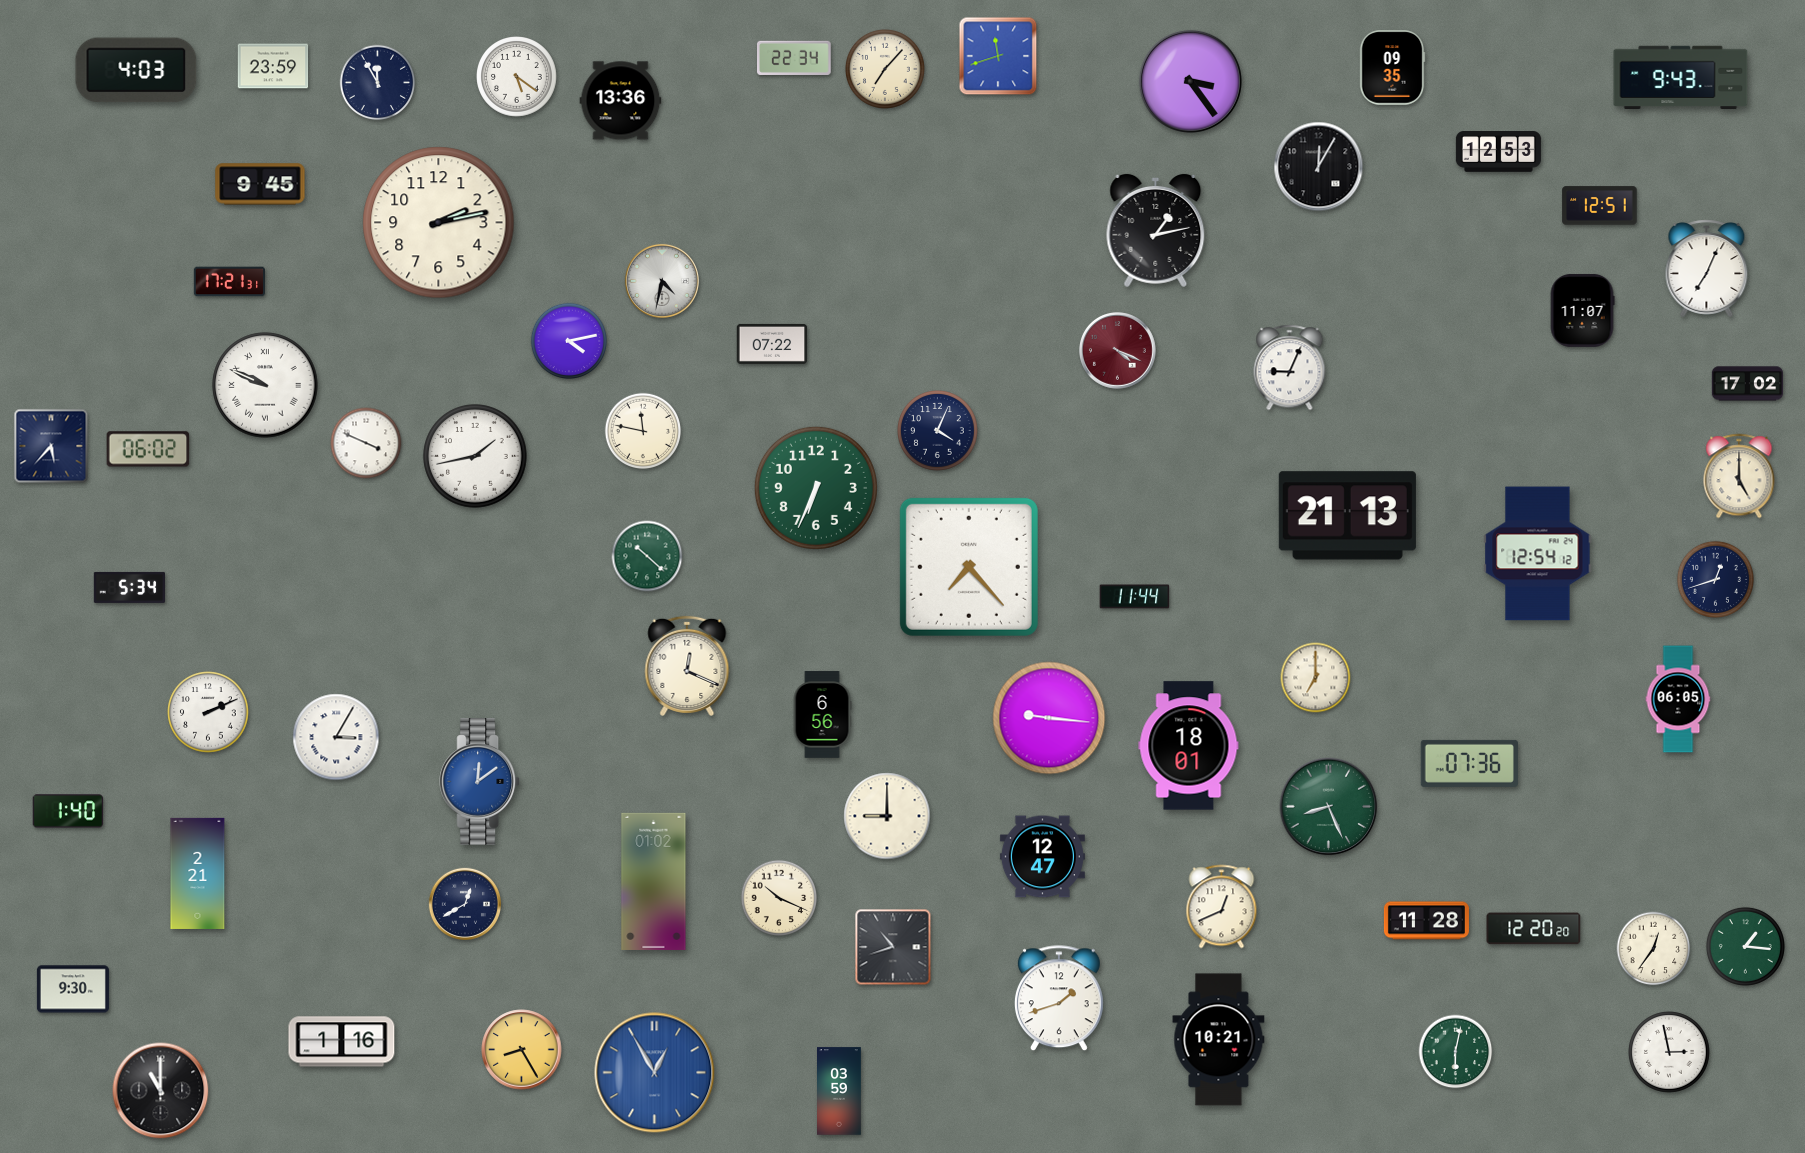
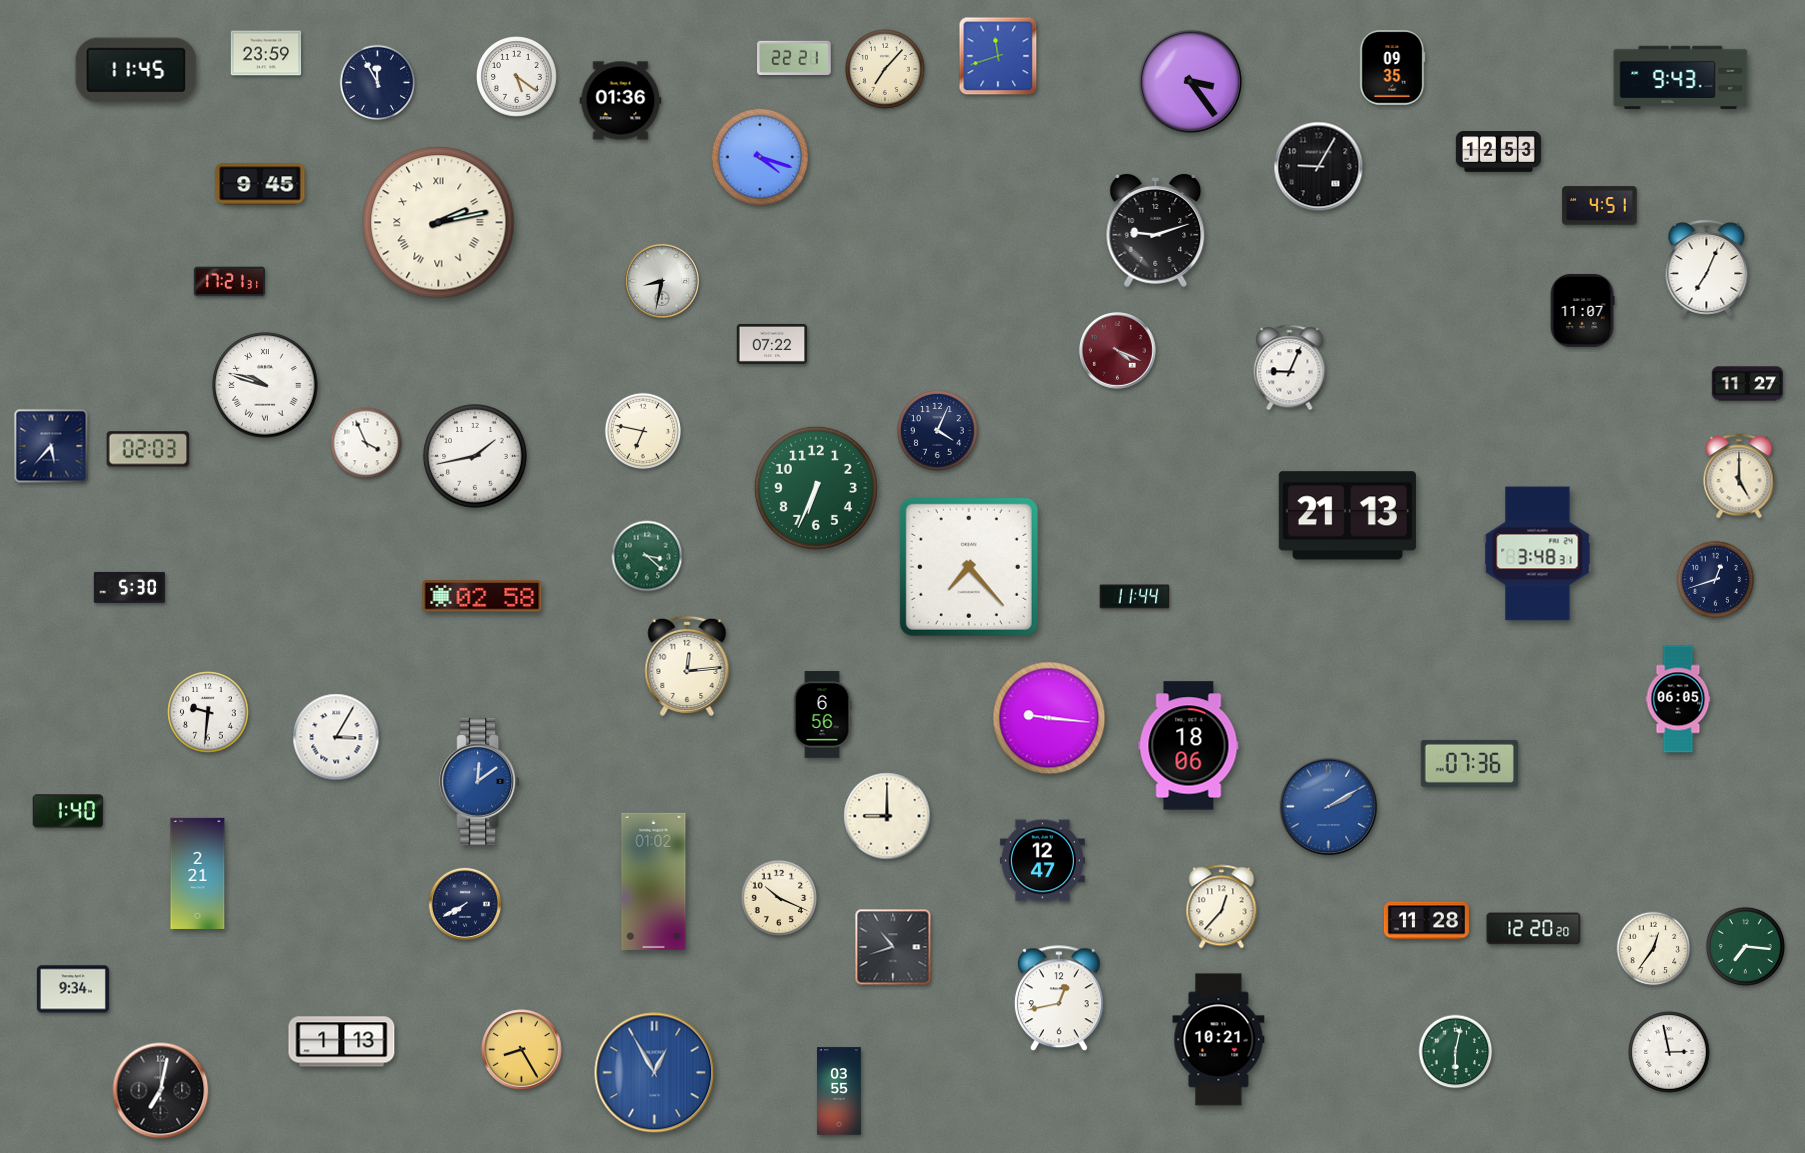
clock at (795, 58): 22:34 -> 22:21
clock at (273, 66) position: (273, 66) -> (266, 53)
clock at (136, 70): 4:03 -> 11:45
clock at (621, 101): 13:36 -> 01:36
clock at (760, 157): none -> 4:18
clock at (1319, 167): 12:05 -> 9:05
clock at (1600, 206): 12:51 -> 4:51
clock at (439, 223) numerals: Arabic -> Roman
clock at (1156, 230): 1:13 -> 9:12
clock at (662, 281): 4:32 -> 8:32
clock at (569, 341): 4:13 -> none
clock at (1748, 384): 17:02 -> 11:27
clock at (265, 385): 9:49 -> 9:48
clock at (643, 431): 11:47 -> 6:47
clock at (366, 443): 3:49 -> 3:56
clock at (148, 449): 06:02 -> 02:03
clock at (1538, 554): 12:54 -> 3:48
clock at (647, 556): 10:22 -> 3:22
clock at (129, 587): 5:34 -> 5:30
clock at (482, 596): none -> 02:58
clock at (687, 666): 12:19 -> 12:14
clock at (1316, 678): 7:00 -> none
clock at (208, 712): 2:11 -> 9:31
clock at (1189, 746): 18:01 -> 18:06
clock at (1329, 807): 8:26 -> 2:10
clock at (1329, 807) dial: green -> blue
clock at (1042, 857) position: (1042, 857) -> (1042, 861)
clock at (464, 903): 12:40 -> 7:40
clock at (1222, 907): 12:41 -> 12:37
clock at (1745, 946): 1:16 -> 7:16
clock at (73, 989): 9:30 -> 9:34
clock at (1059, 999): 1:42 -> 12:43
clock at (342, 1042): 1:16 -> 1:13
clock at (161, 1091): 11:00 -> 7:02
clock at (840, 1091): 03:59 -> 03:55
